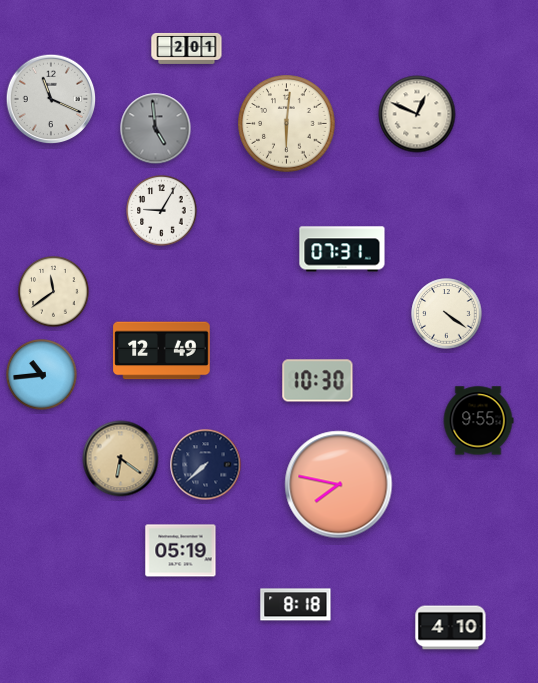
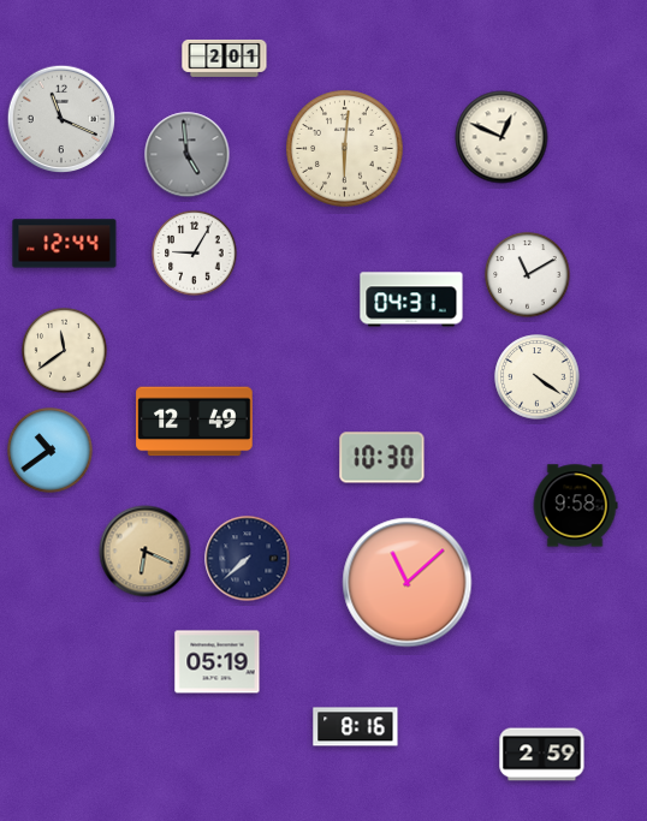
clock at (65, 244): none -> 12:44
clock at (528, 275): none -> 11:10
clock at (342, 249): 07:31 -> 04:31
clock at (42, 375): 10:44 -> 10:39
clock at (478, 421): 9:55 -> 9:58
clock at (121, 459): 6:21 -> 6:19
clock at (339, 485): 7:47 -> 11:08
clock at (296, 605): 8:18 -> 8:16
clock at (451, 628): 4:10 -> 2:59
